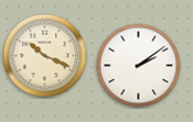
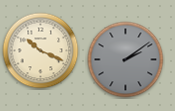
clock at (139, 66) dial: white -> grey
